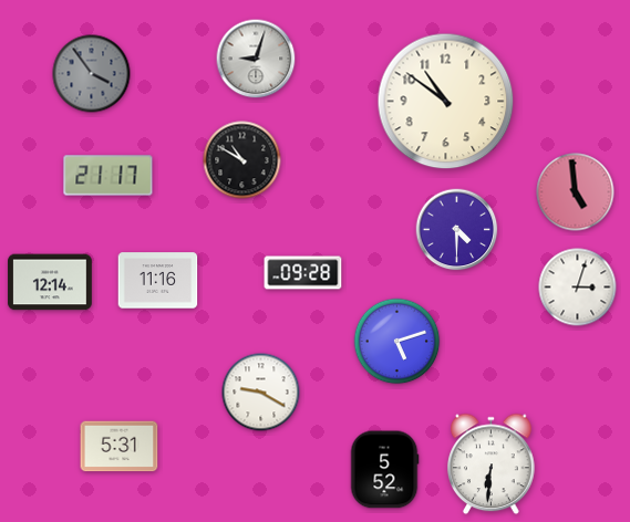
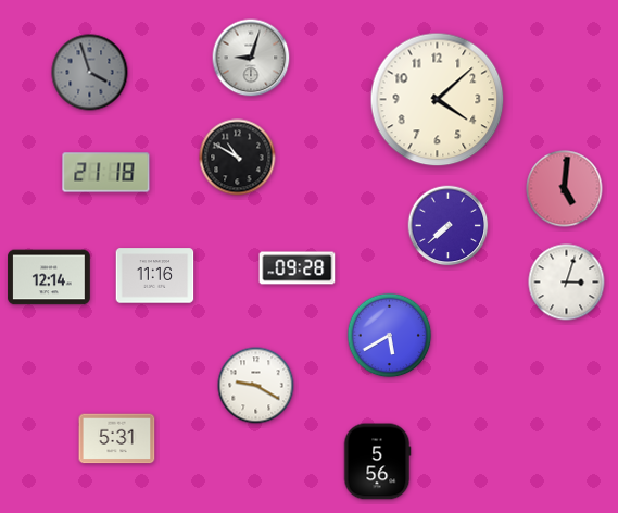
clock at (92, 74): 3:54 -> 3:57
clock at (446, 102): 10:51 -> 4:08
clock at (109, 176): 21:17 -> 21:18
clock at (576, 192): 4:59 -> 5:01
clock at (457, 230): 4:30 -> 7:38
clock at (397, 342): 5:12 -> 5:40
clock at (492, 464): 6:31 -> none
clock at (384, 470): 5:52 -> 5:56
